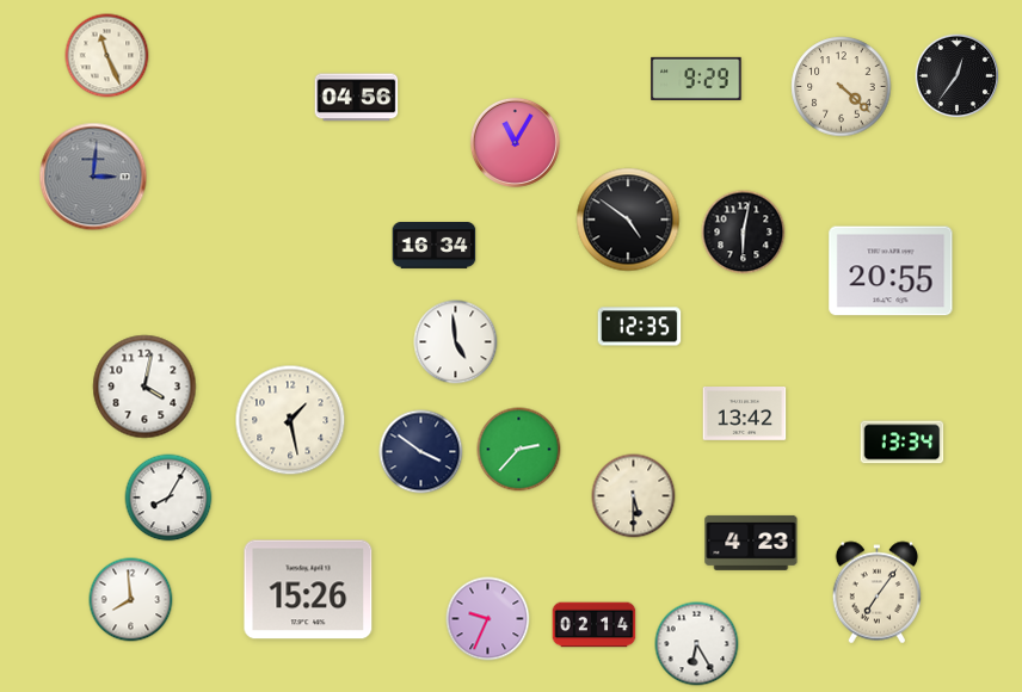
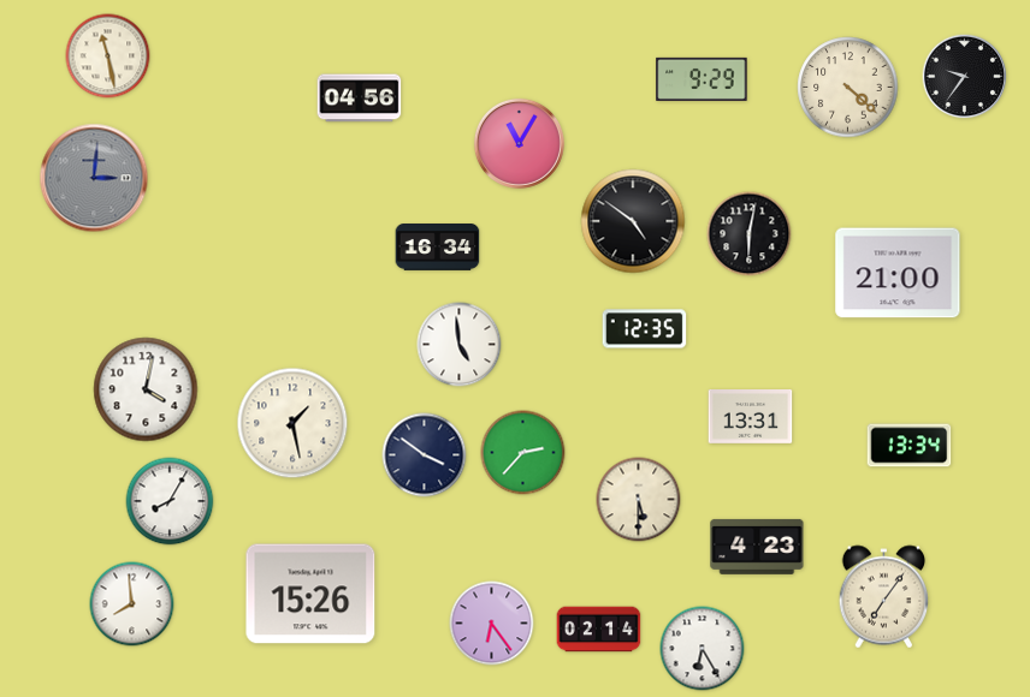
clock at (107, 56): 11:26 -> 11:28
clock at (958, 76): 12:36 -> 9:36
clock at (891, 271): 20:55 -> 21:00
clock at (745, 414): 13:42 -> 13:31
clock at (488, 619): 9:34 -> 6:24
